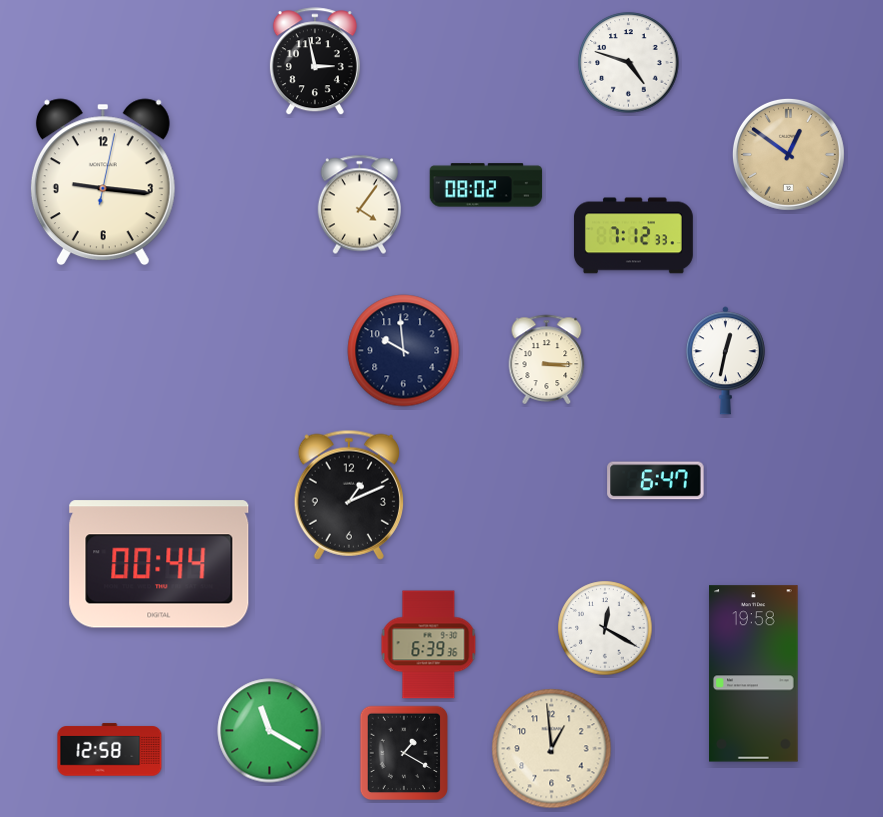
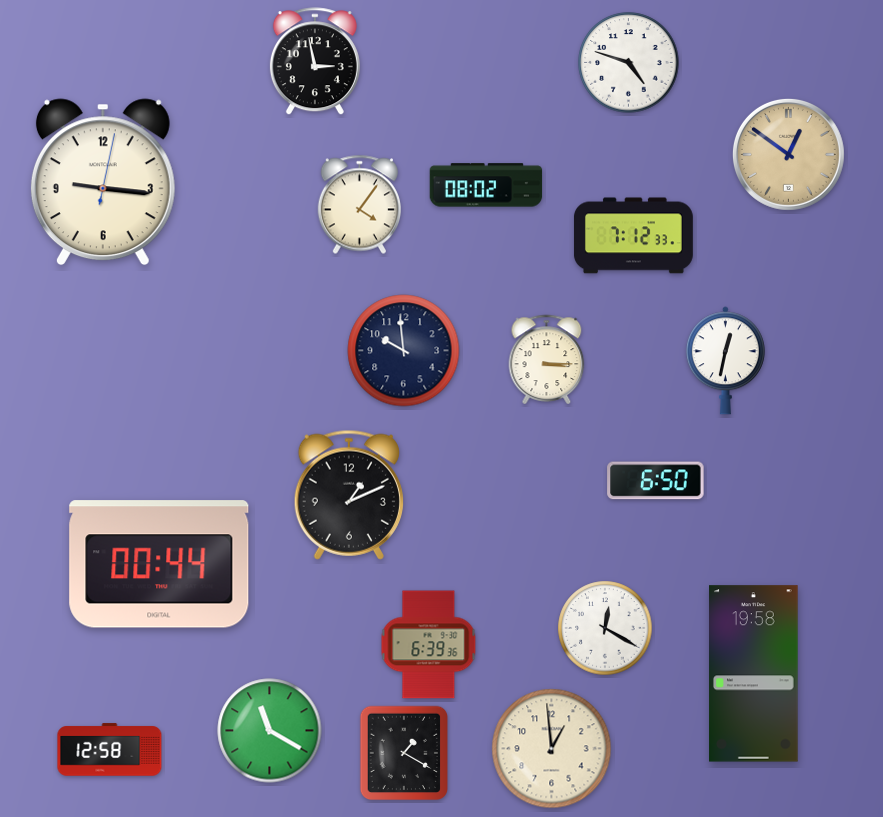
clock at (656, 481): 6:47 -> 6:50
